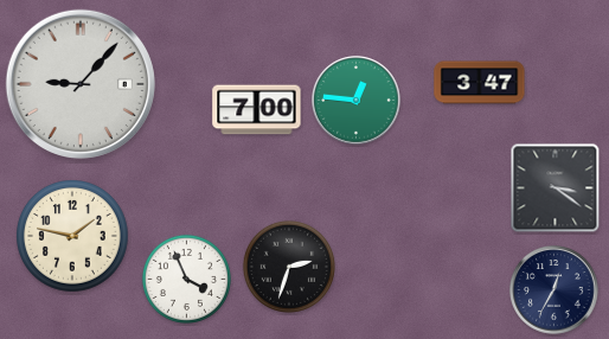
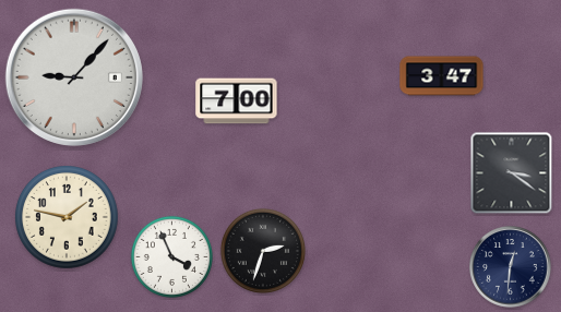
clock at (357, 101): 12:46 -> none
clock at (289, 267) position: (289, 267) -> (263, 251)
clock at (554, 290): 12:35 -> 12:31
